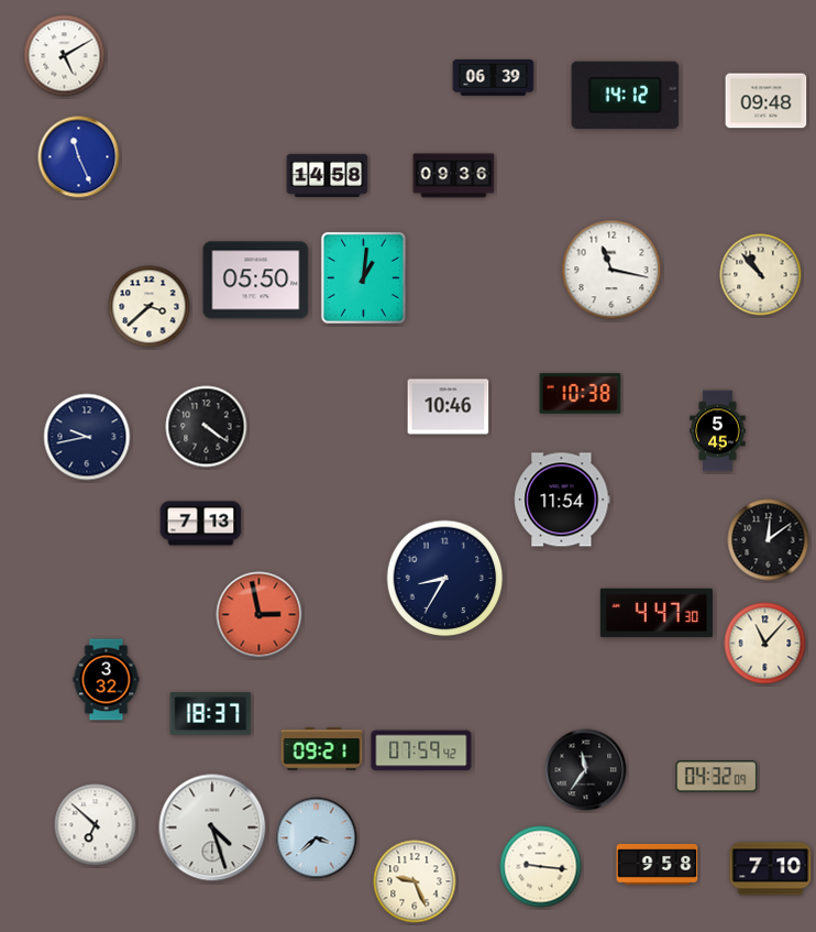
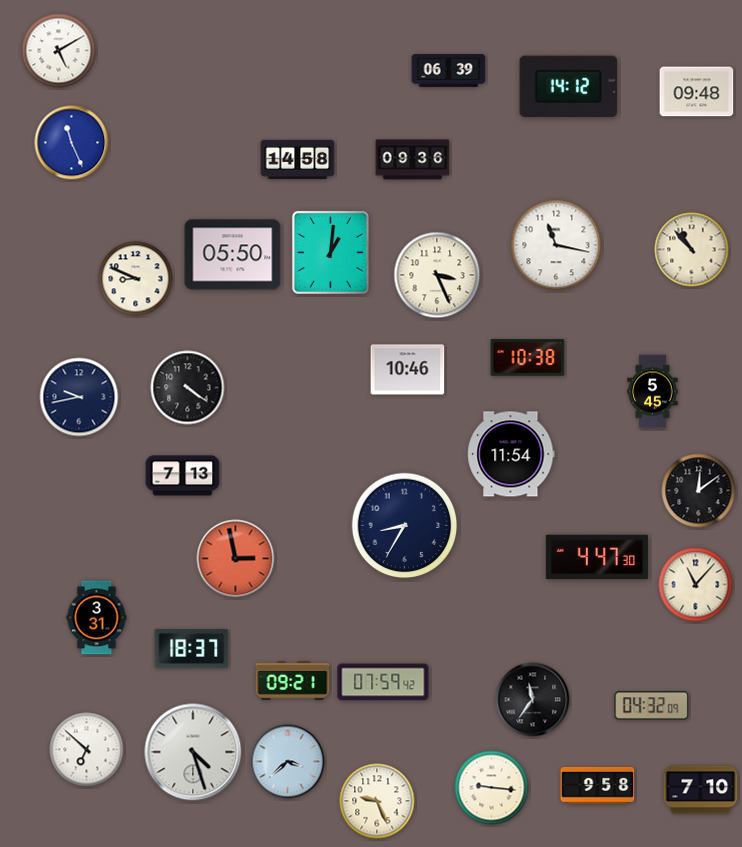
clock at (437, 275): none -> 3:26
clock at (150, 307): 3:38 -> 8:49
clock at (107, 680): 3:32 -> 3:31
